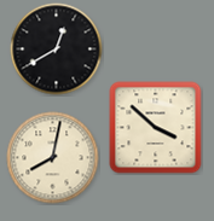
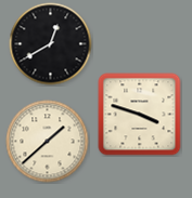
clock at (156, 128): 3:52 -> 3:48
clock at (53, 158): 8:02 -> 1:38
